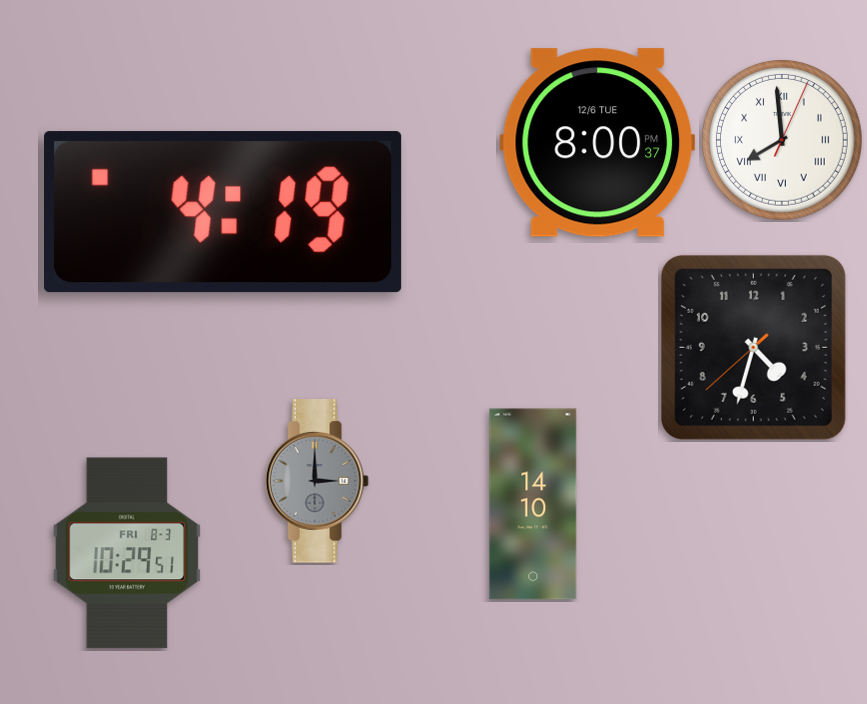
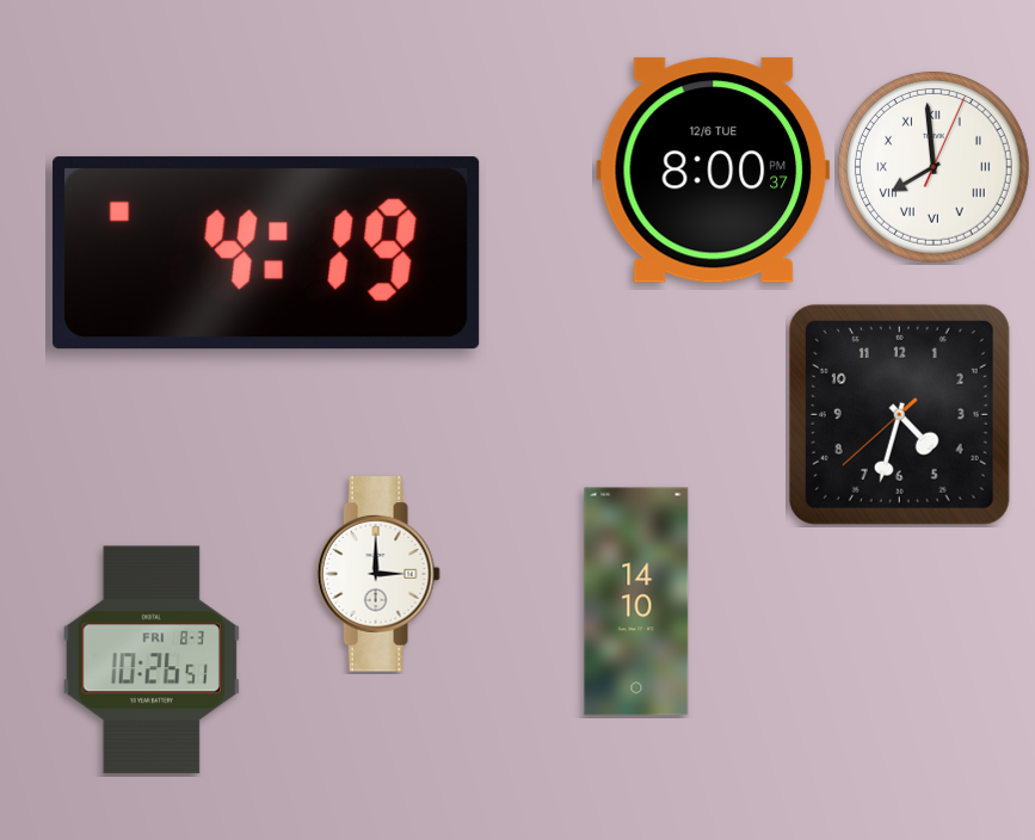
clock at (317, 481) dial: grey -> white
clock at (127, 553): 10:29 -> 10:26
